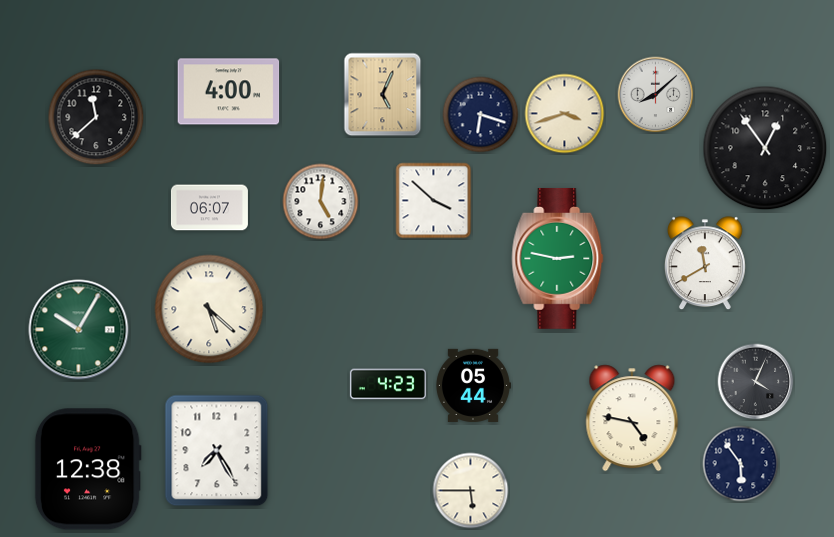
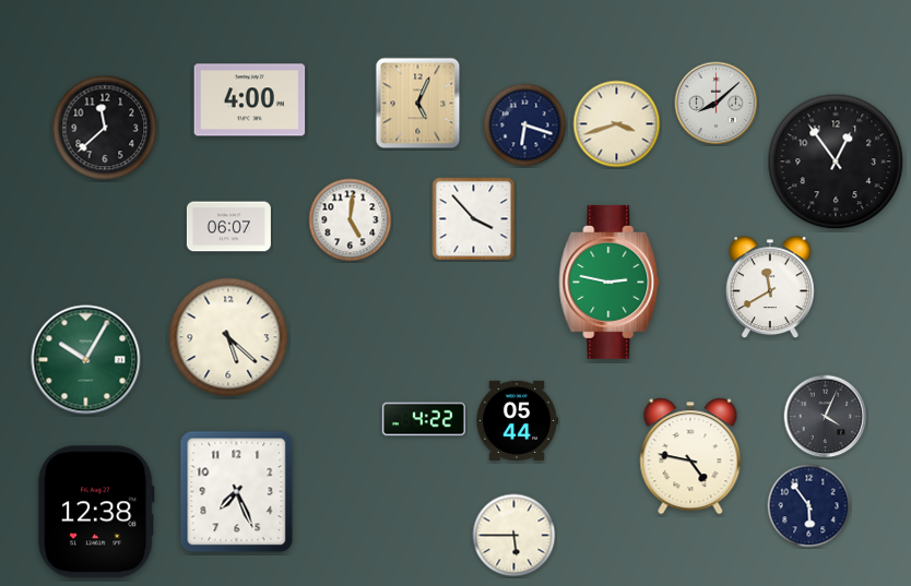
clock at (434, 201): 3:52 -> 3:53
clock at (388, 384): 4:23 -> 4:22
clock at (217, 451): 7:25 -> 7:26
